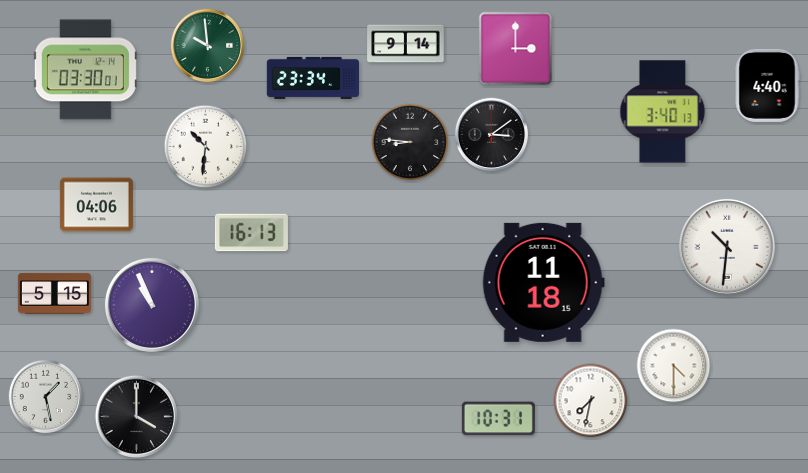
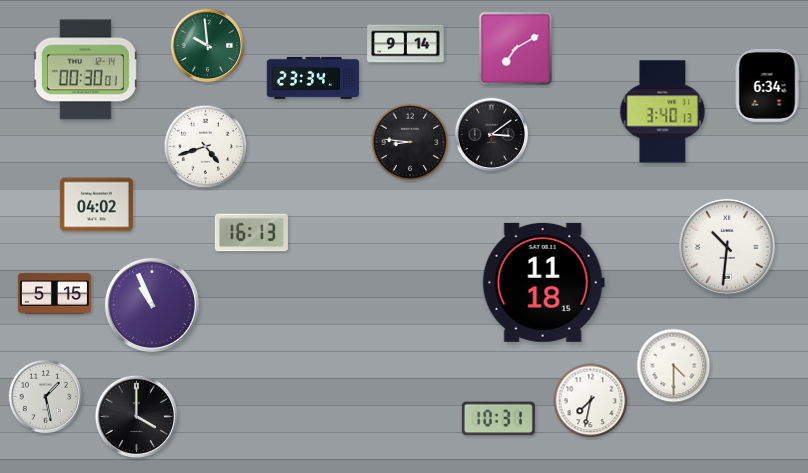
clock at (516, 49): 3:00 -> 7:10
clock at (85, 70): 03:30 -> 00:30
clock at (767, 85): 4:40 -> 6:34
clock at (206, 147): 10:31 -> 4:42
clock at (96, 205): 04:06 -> 04:02
